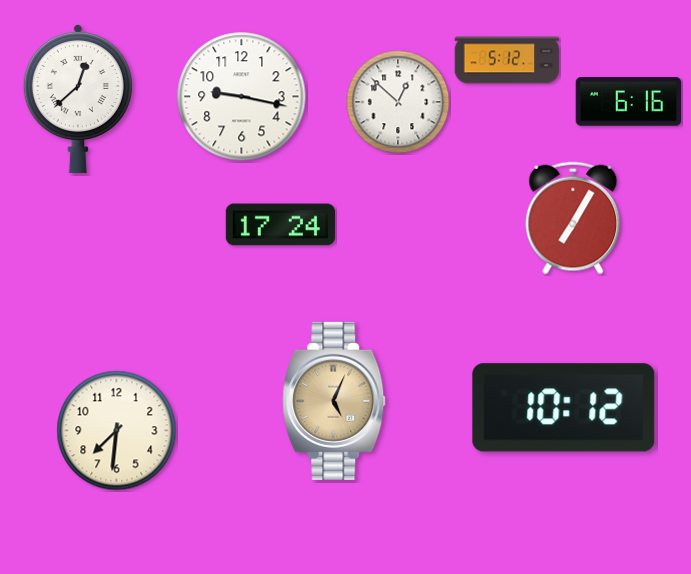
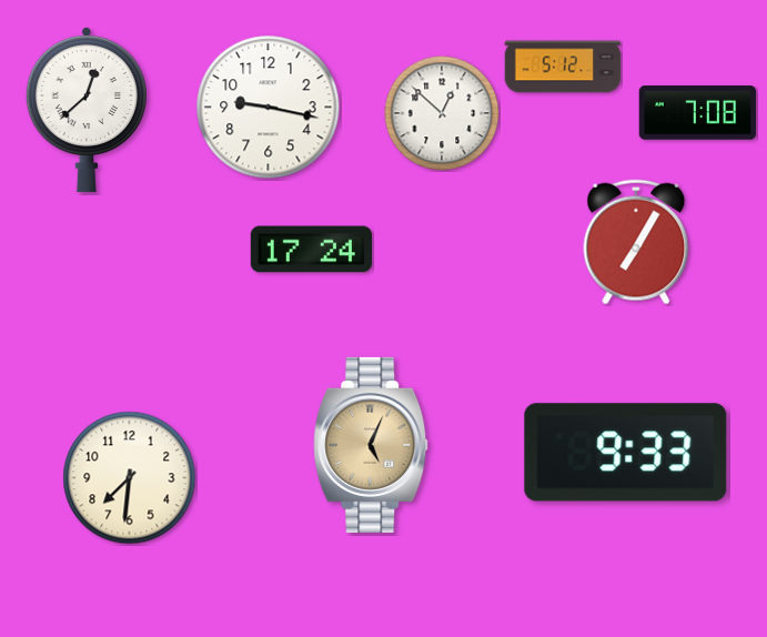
clock at (629, 102): 6:16 -> 7:08
clock at (564, 408): 10:12 -> 9:33
